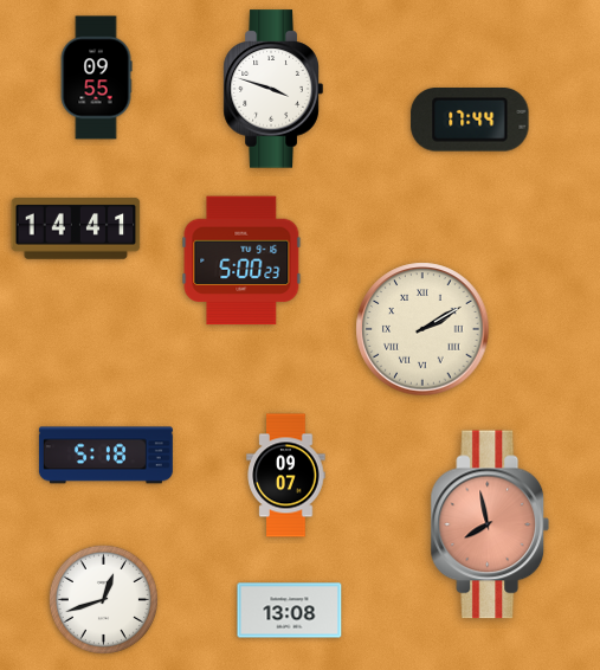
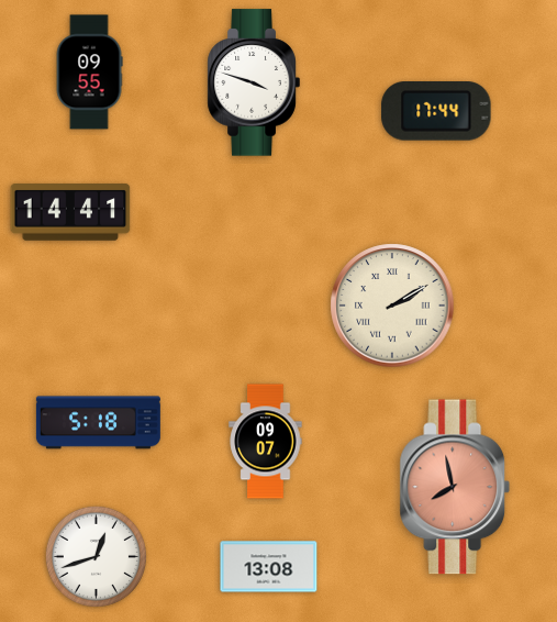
clock at (241, 260): 5:00 -> none
